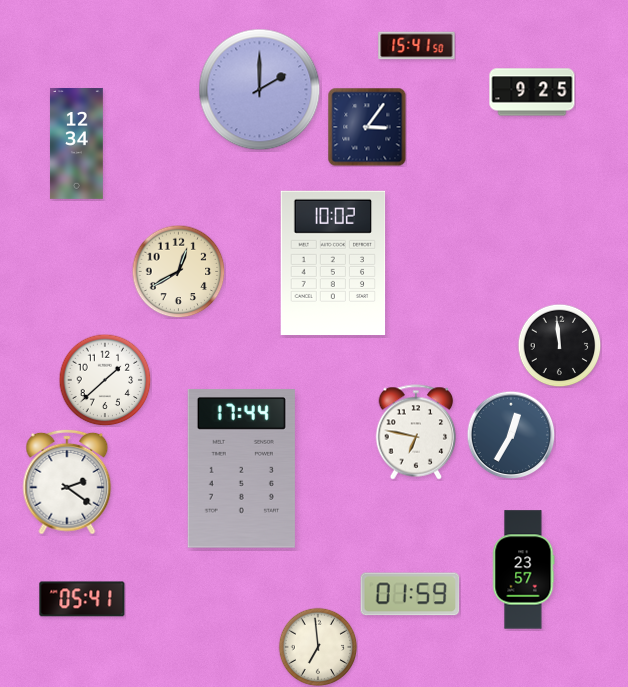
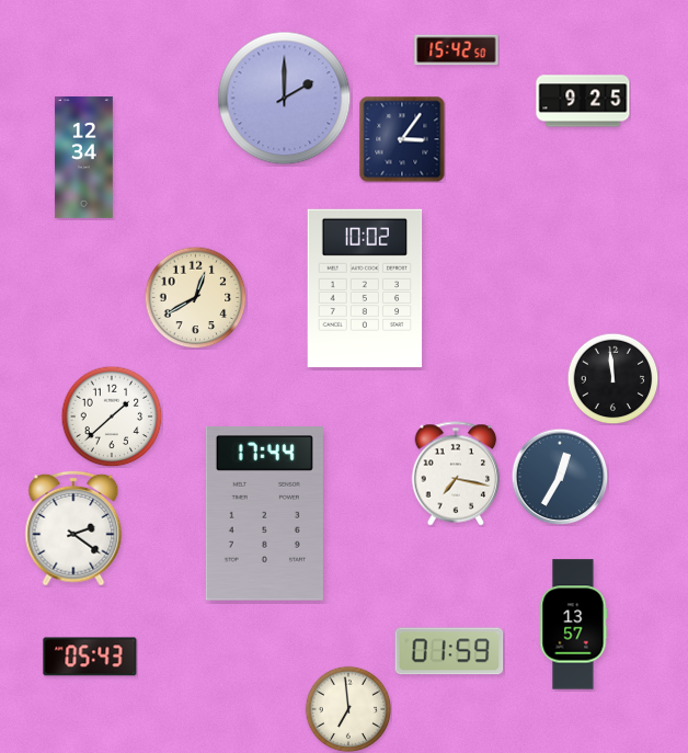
clock at (417, 46): 15:41 -> 15:42
clock at (105, 380) position: (105, 380) -> (112, 417)
clock at (416, 432): 6:47 -> 7:17
clock at (523, 570): 23:57 -> 13:57
clock at (82, 599): 05:41 -> 05:43
